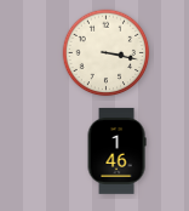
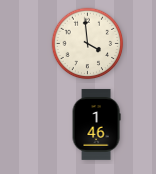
clock at (107, 53): 3:17 -> 3:59
